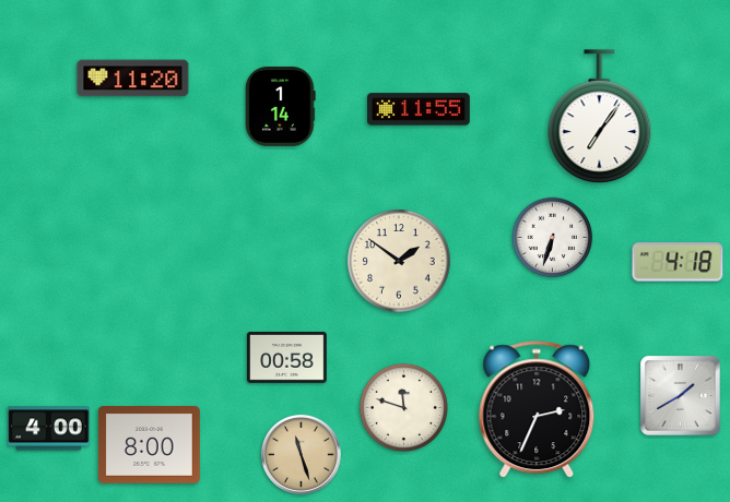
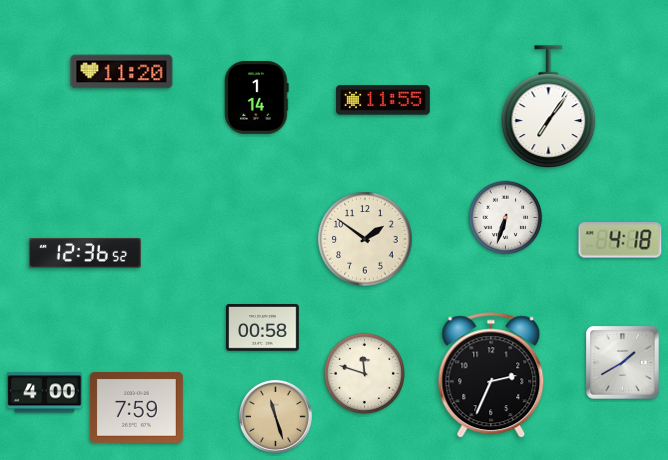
clock at (85, 254): none -> 12:36
clock at (403, 407) position: (403, 407) -> (364, 373)
clock at (149, 445): 8:00 -> 7:59
